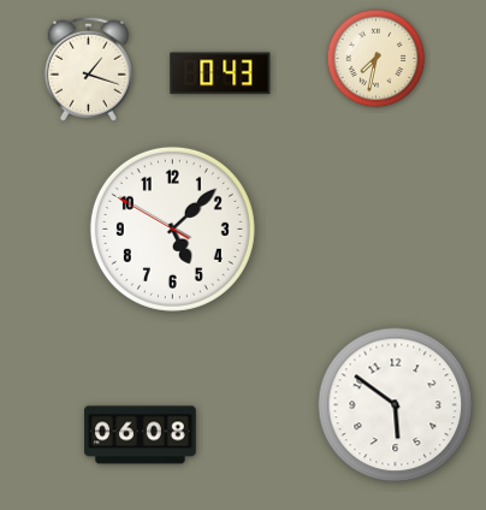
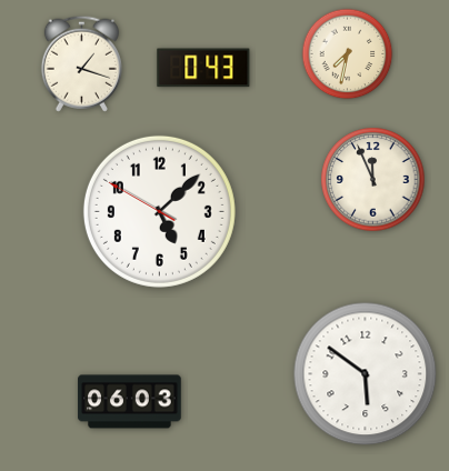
clock at (373, 180): none -> 11:56
clock at (141, 435): 06:08 -> 06:03
